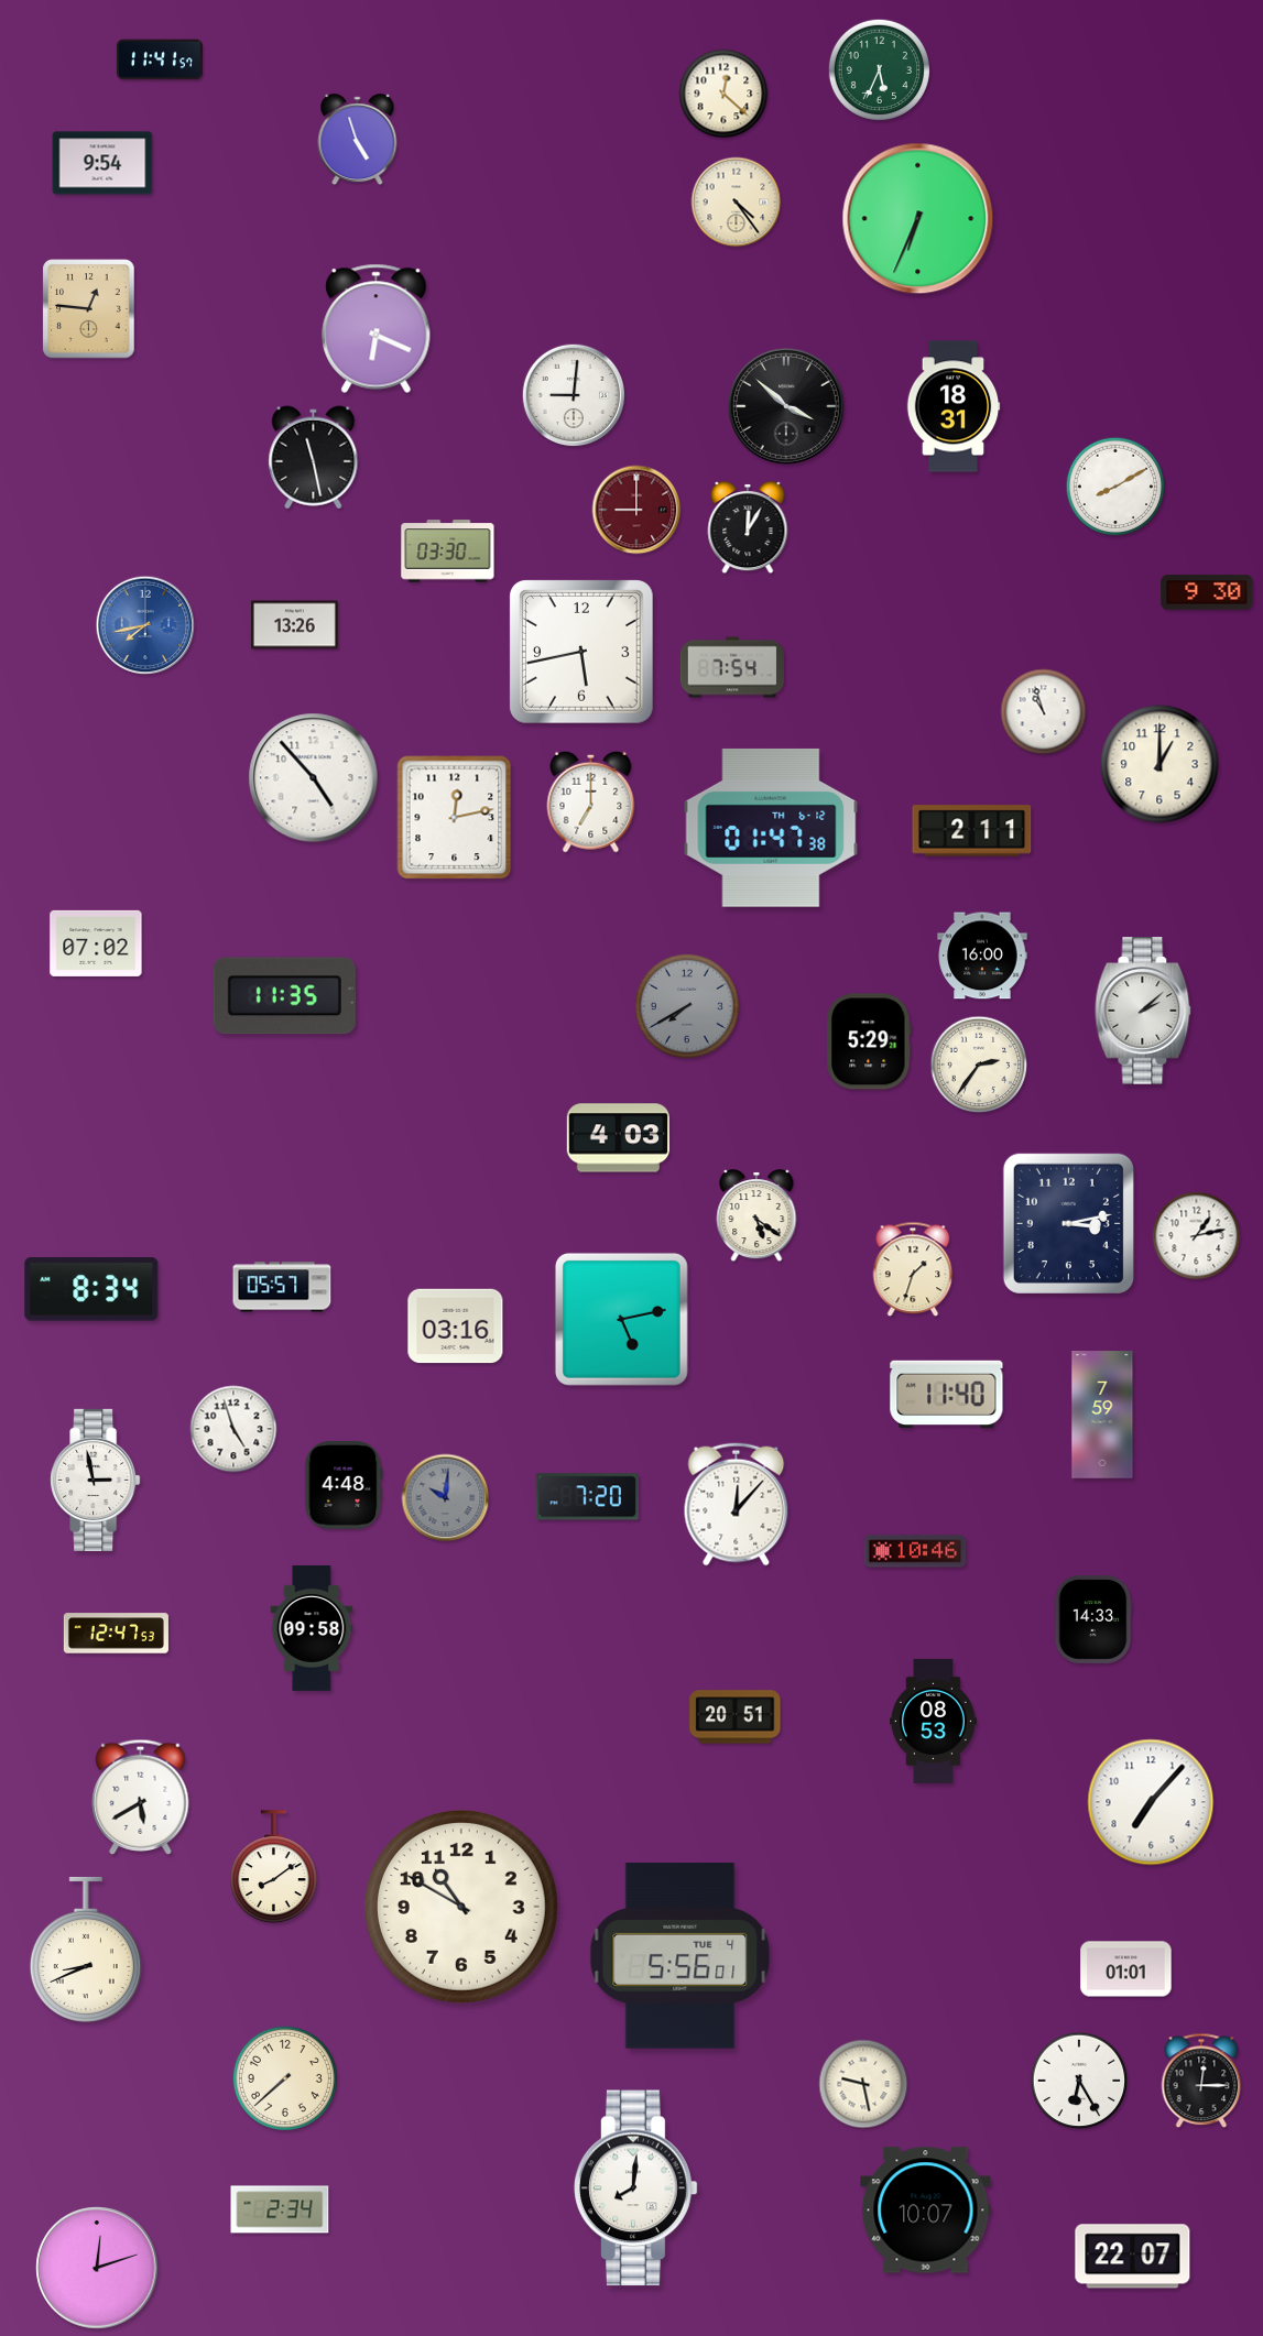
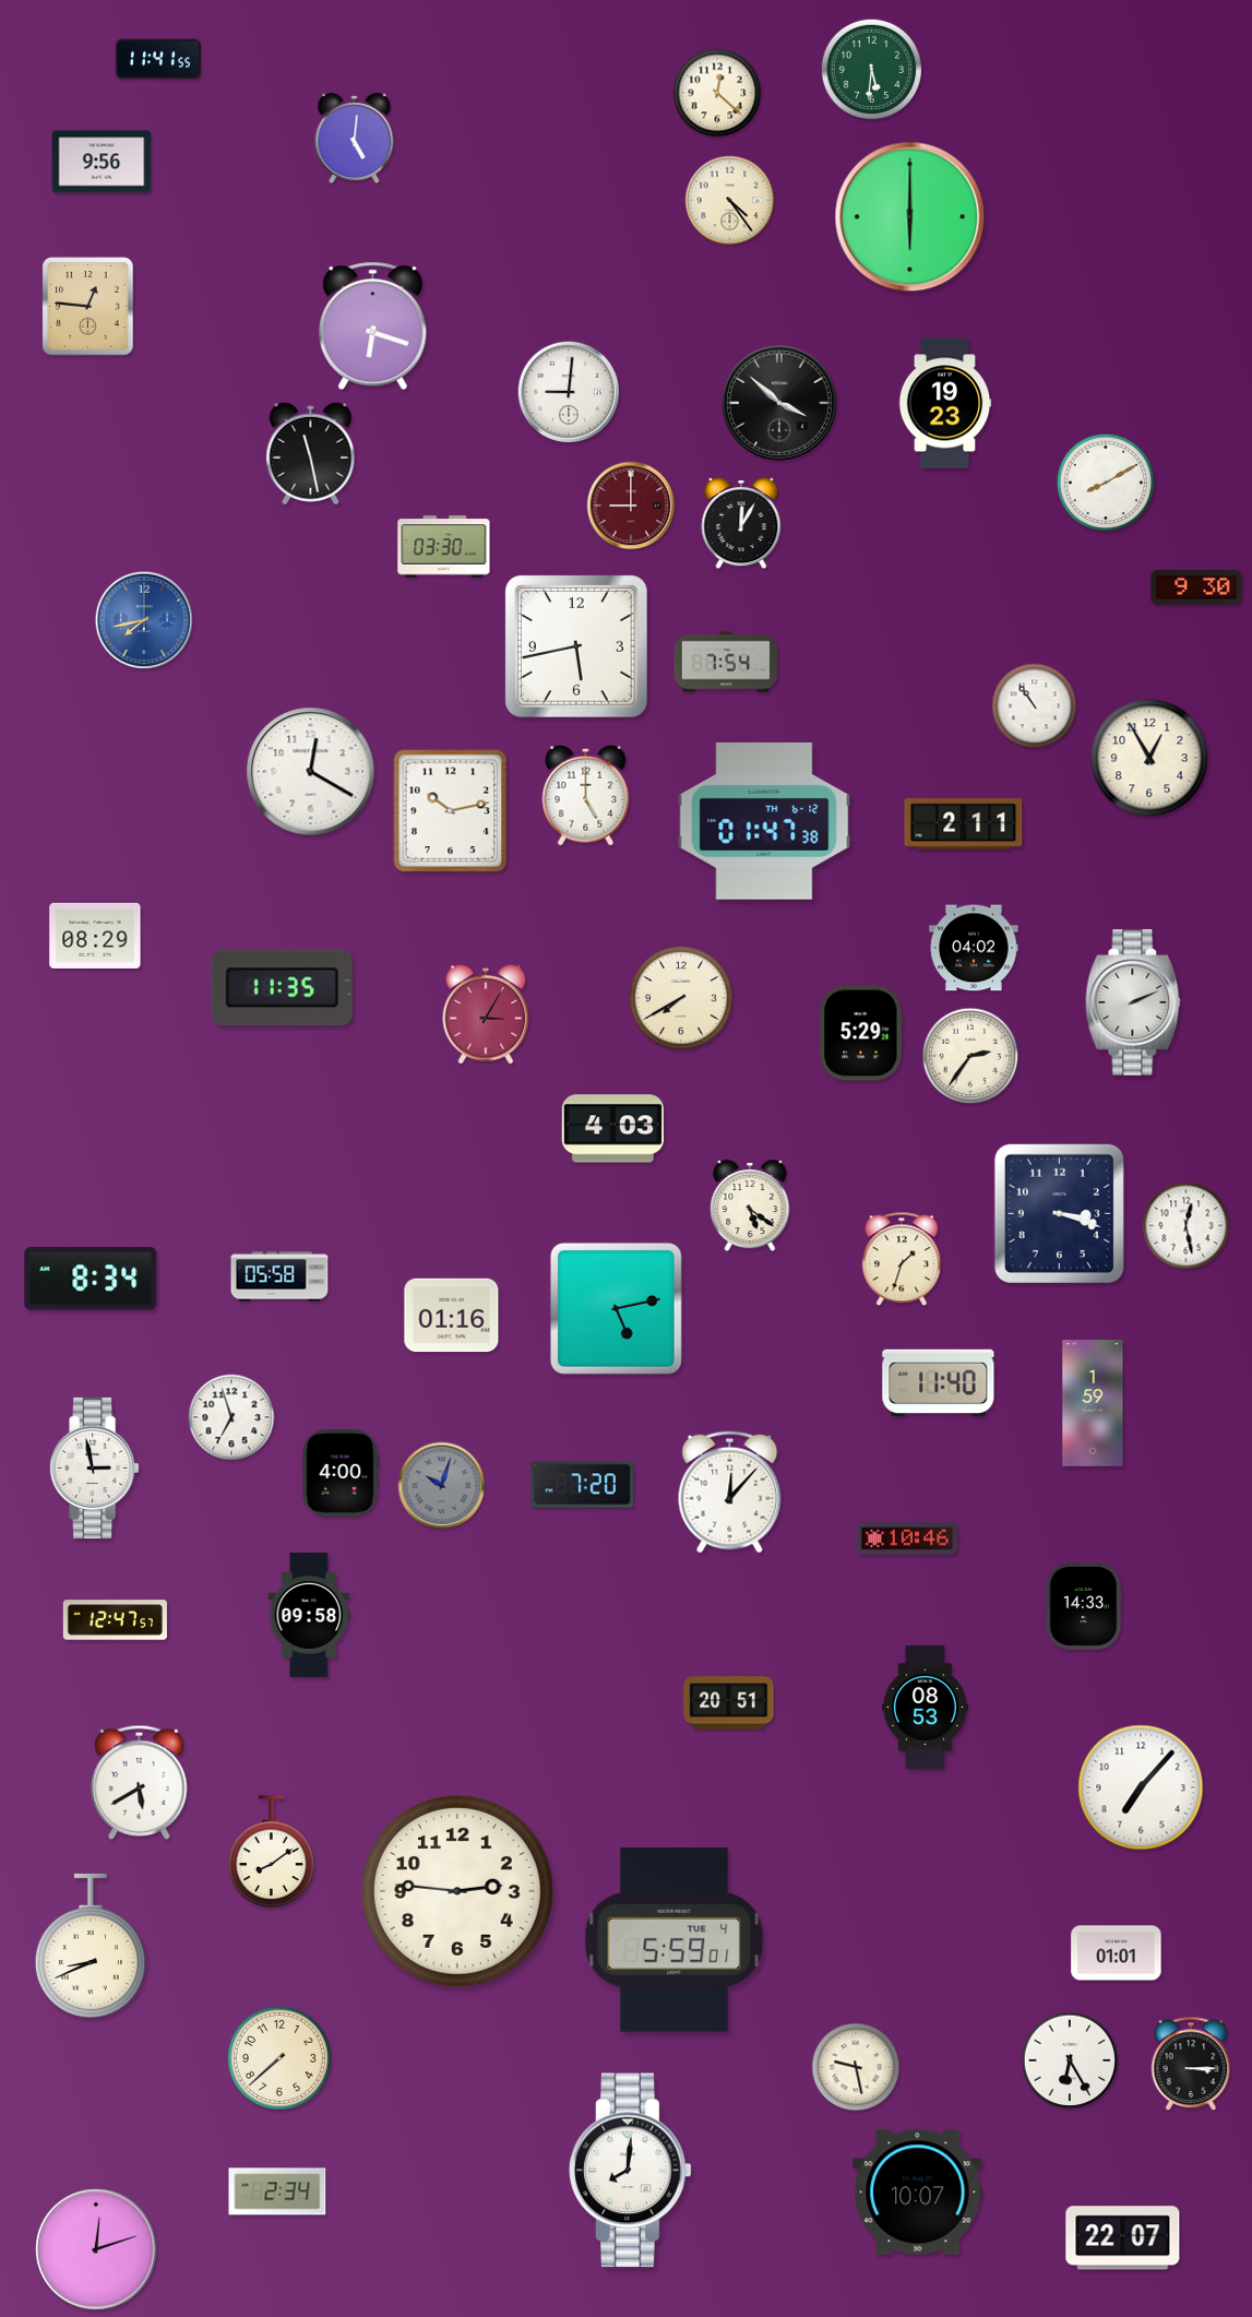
clock at (160, 59): 11:41:57 -> 11:41:55
clock at (879, 69): 5:34 -> 5:31
clock at (358, 140): 4:57 -> 5:01
clock at (102, 163): 9:54 -> 9:56
clock at (918, 219): 6:34 -> 6:00
clock at (377, 328): 6:19 -> 6:18
clock at (954, 406): 18:31 -> 19:23
clock at (294, 625): 13:26 -> none
clock at (1044, 712): 10:57 -> 10:54
clock at (1159, 764): 1:00 -> 12:55
clock at (314, 778): 4:53 -> 12:20
clock at (591, 801): 7:00 -> 5:00
clock at (455, 818): 12:13 -> 10:13
clock at (96, 943): 07:02 -> 08:29
clock at (982, 956): 16:00 -> 04:02
clock at (687, 1006) dial: grey -> cream
clock at (1143, 1011): 2:08 -> 2:11
clock at (486, 1014): none -> 3:05
clock at (1068, 1223): 3:13 -> 3:18
clock at (1197, 1236): 1:13 -> 12:28
clock at (913, 1269) position: (913, 1269) -> (902, 1259)
clock at (282, 1287): 05:57 -> 05:58
clock at (456, 1327): 03:16 -> 01:16
clock at (1102, 1415): 7:59 -> 1:59
clock at (233, 1429): 4:57 -> 6:57
clock at (344, 1486): 4:48 -> 4:00
clock at (446, 1498): 10:01 -> 10:03
clock at (116, 1634): 12:47:53 -> 12:47:57
clock at (461, 1907): 10:50 -> 2:46
clock at (86, 1950) position: (86, 1950) -> (91, 1946)
clock at (681, 1956): 5:56 -> 5:59
clock at (285, 2078) position: (285, 2078) -> (279, 2058)
clock at (1079, 2081) position: (1079, 2081) -> (1070, 2060)
clock at (1201, 2081): 12:15 -> 3:15
